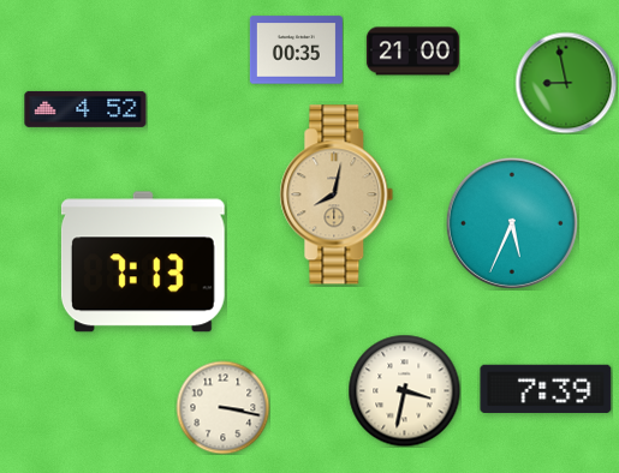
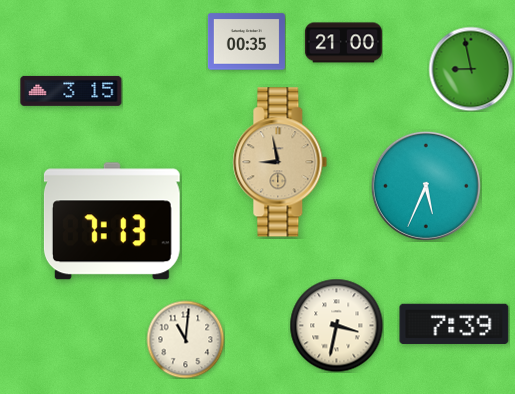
clock at (85, 109): 4:52 -> 3:15
clock at (337, 194): 8:02 -> 8:58
clock at (143, 262) position: (143, 262) -> (112, 221)
clock at (222, 407): 3:17 -> 11:01
